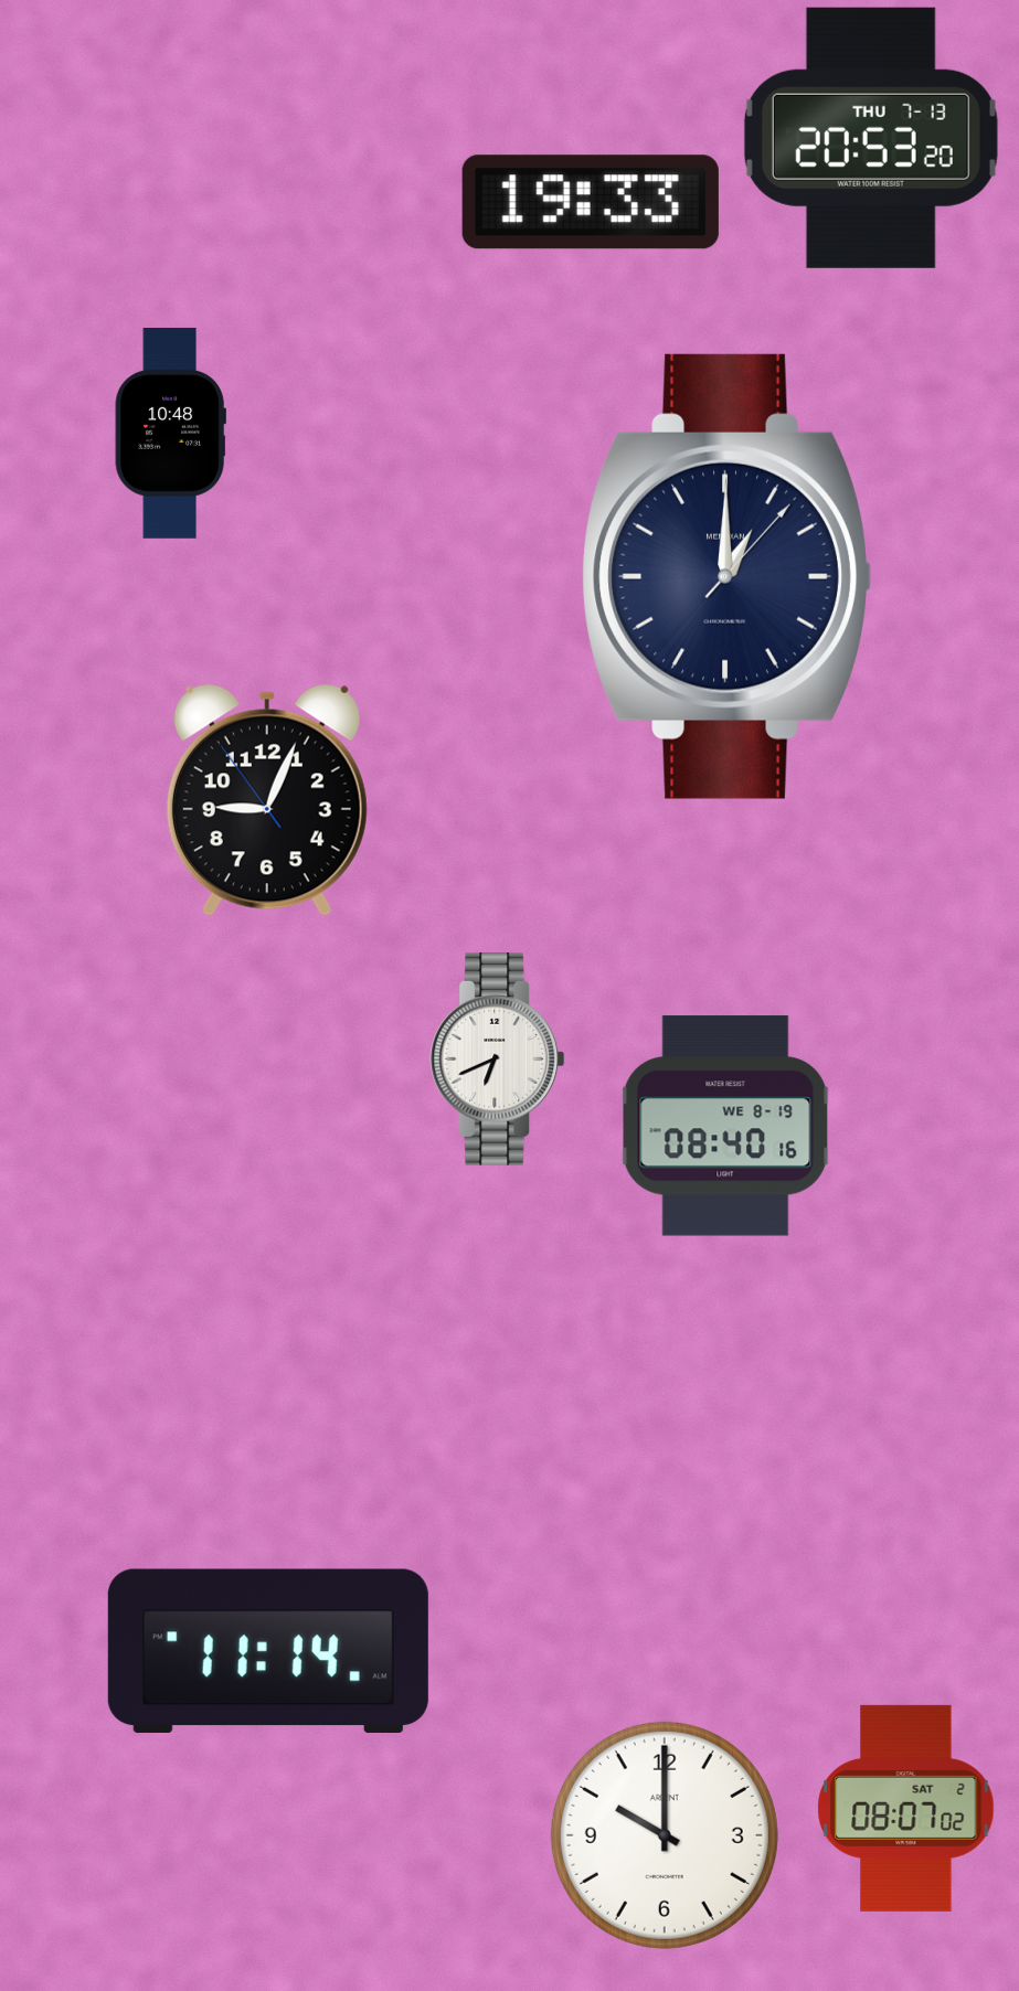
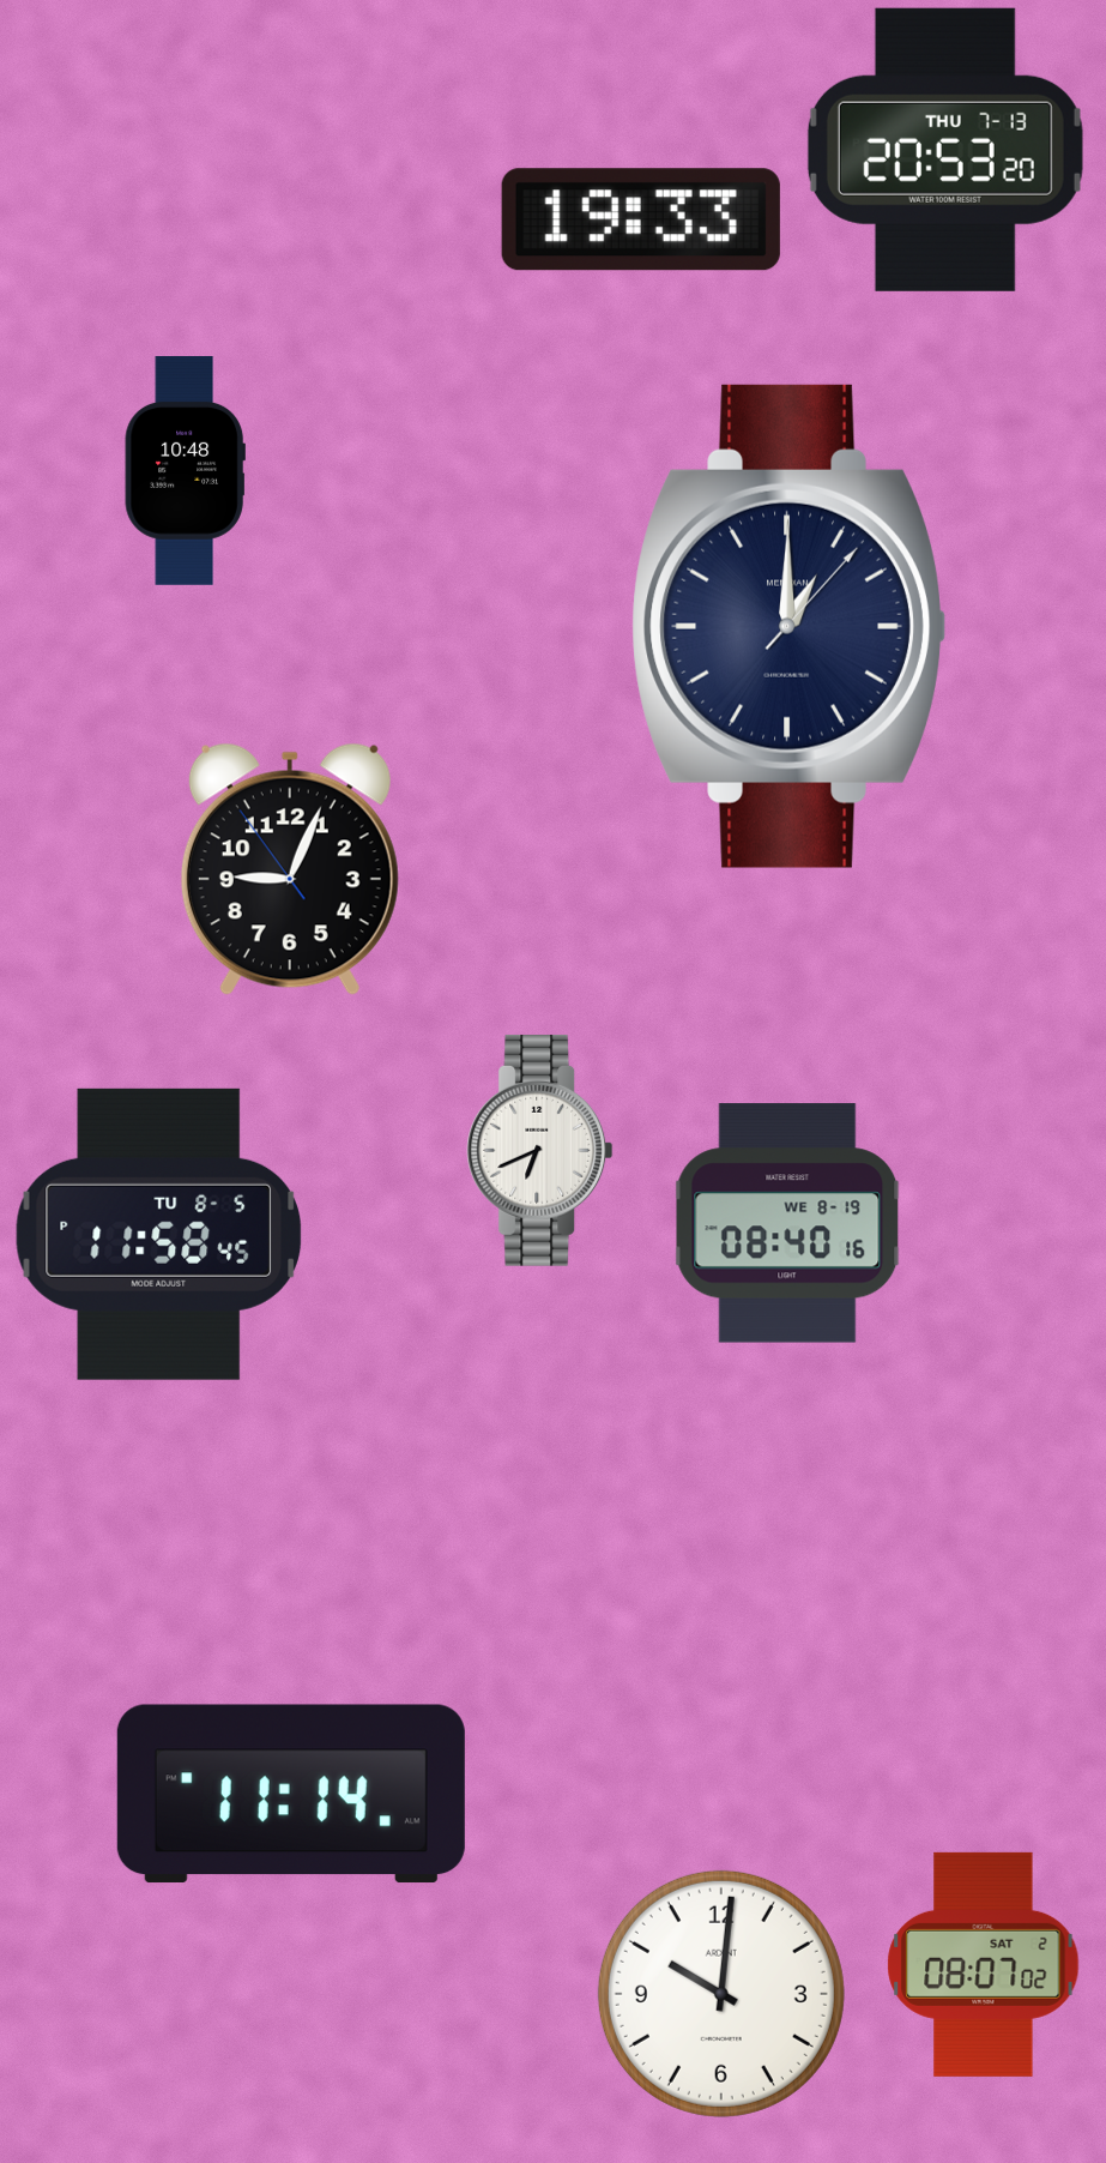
clock at (158, 1234): none -> 11:58
clock at (665, 1835): 10:00 -> 10:01
